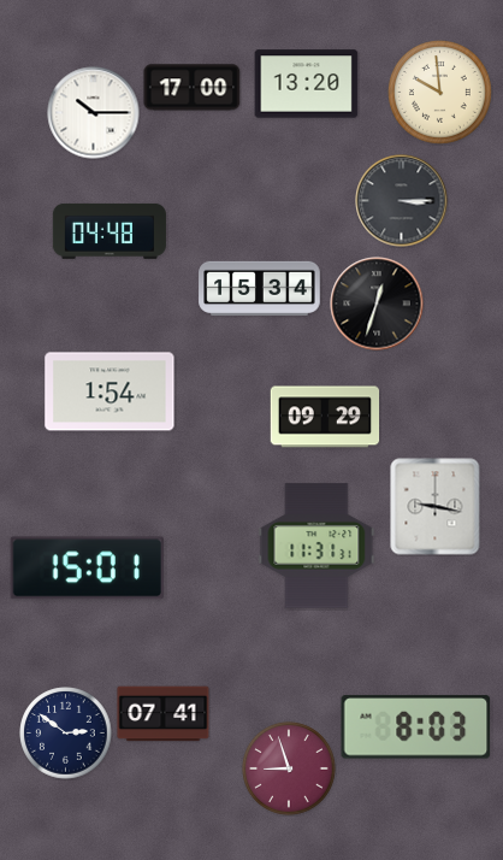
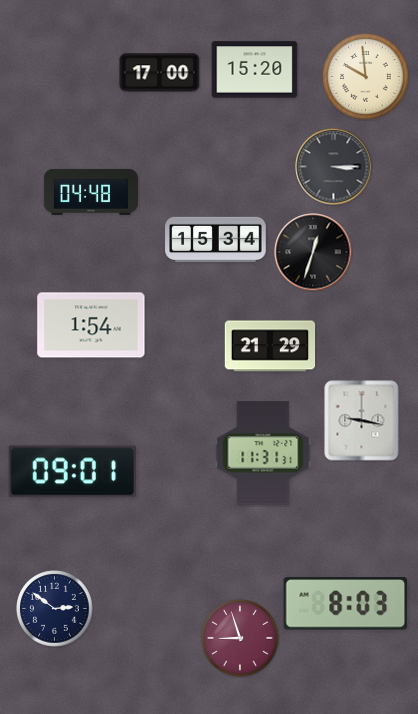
clock at (307, 84): 13:20 -> 15:20
clock at (94, 113): 10:15 -> none
clock at (325, 417): 09:29 -> 21:29
clock at (87, 569): 15:01 -> 09:01
clock at (164, 714): 07:41 -> none
